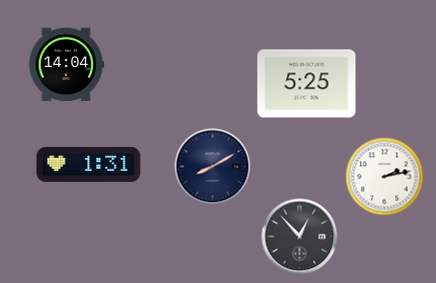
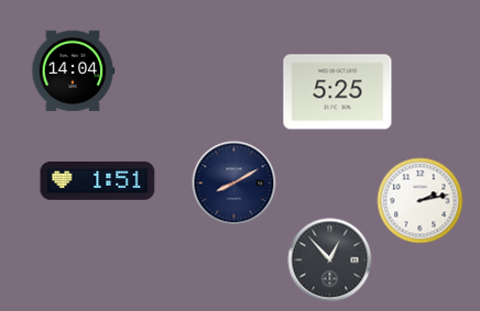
clock at (89, 164): 1:31 -> 1:51
clock at (385, 177) position: (385, 177) -> (421, 201)
